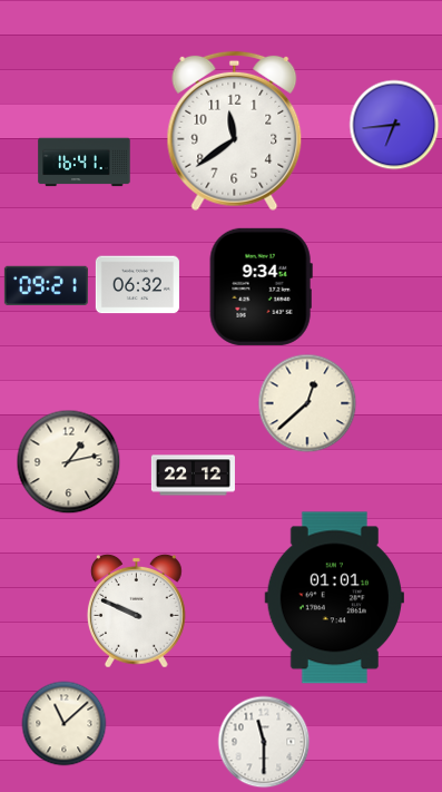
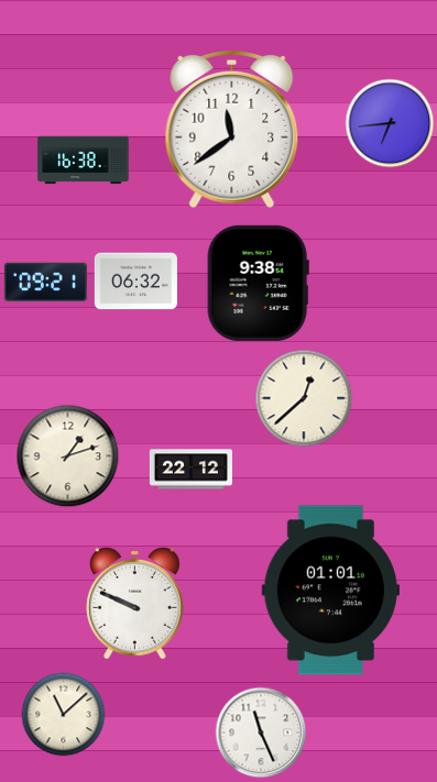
clock at (85, 163): 16:41 -> 16:38
clock at (261, 286): 9:34 -> 9:38
clock at (69, 462): 1:13 -> 1:12
clock at (264, 742): 11:30 -> 11:26
